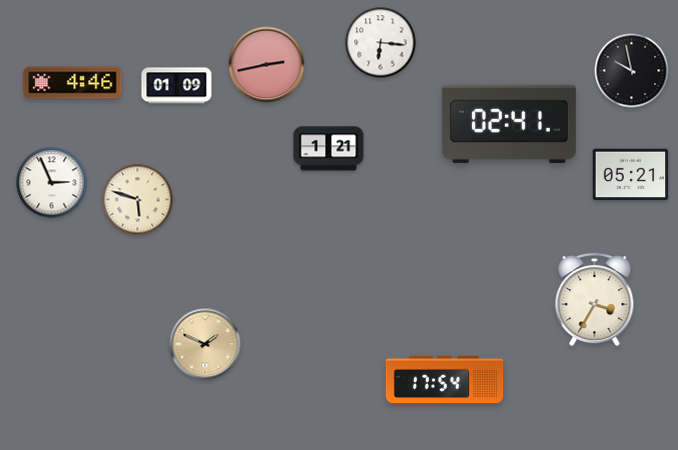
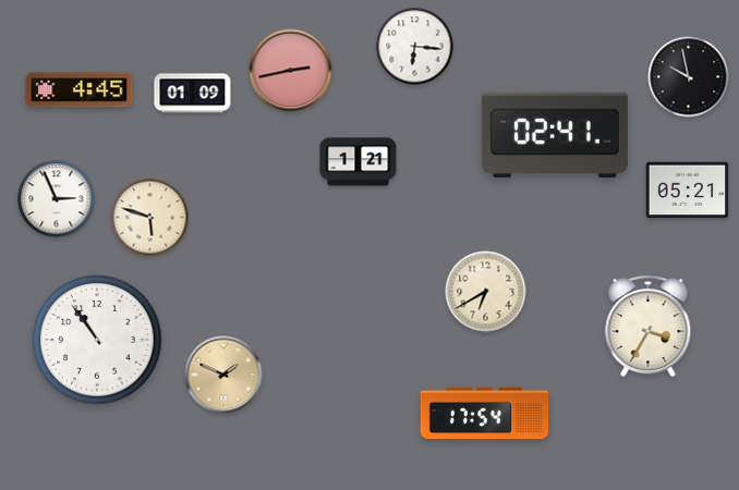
clock at (73, 83): 4:46 -> 4:45
clock at (486, 292): none -> 6:40
clock at (97, 340): none -> 10:54
